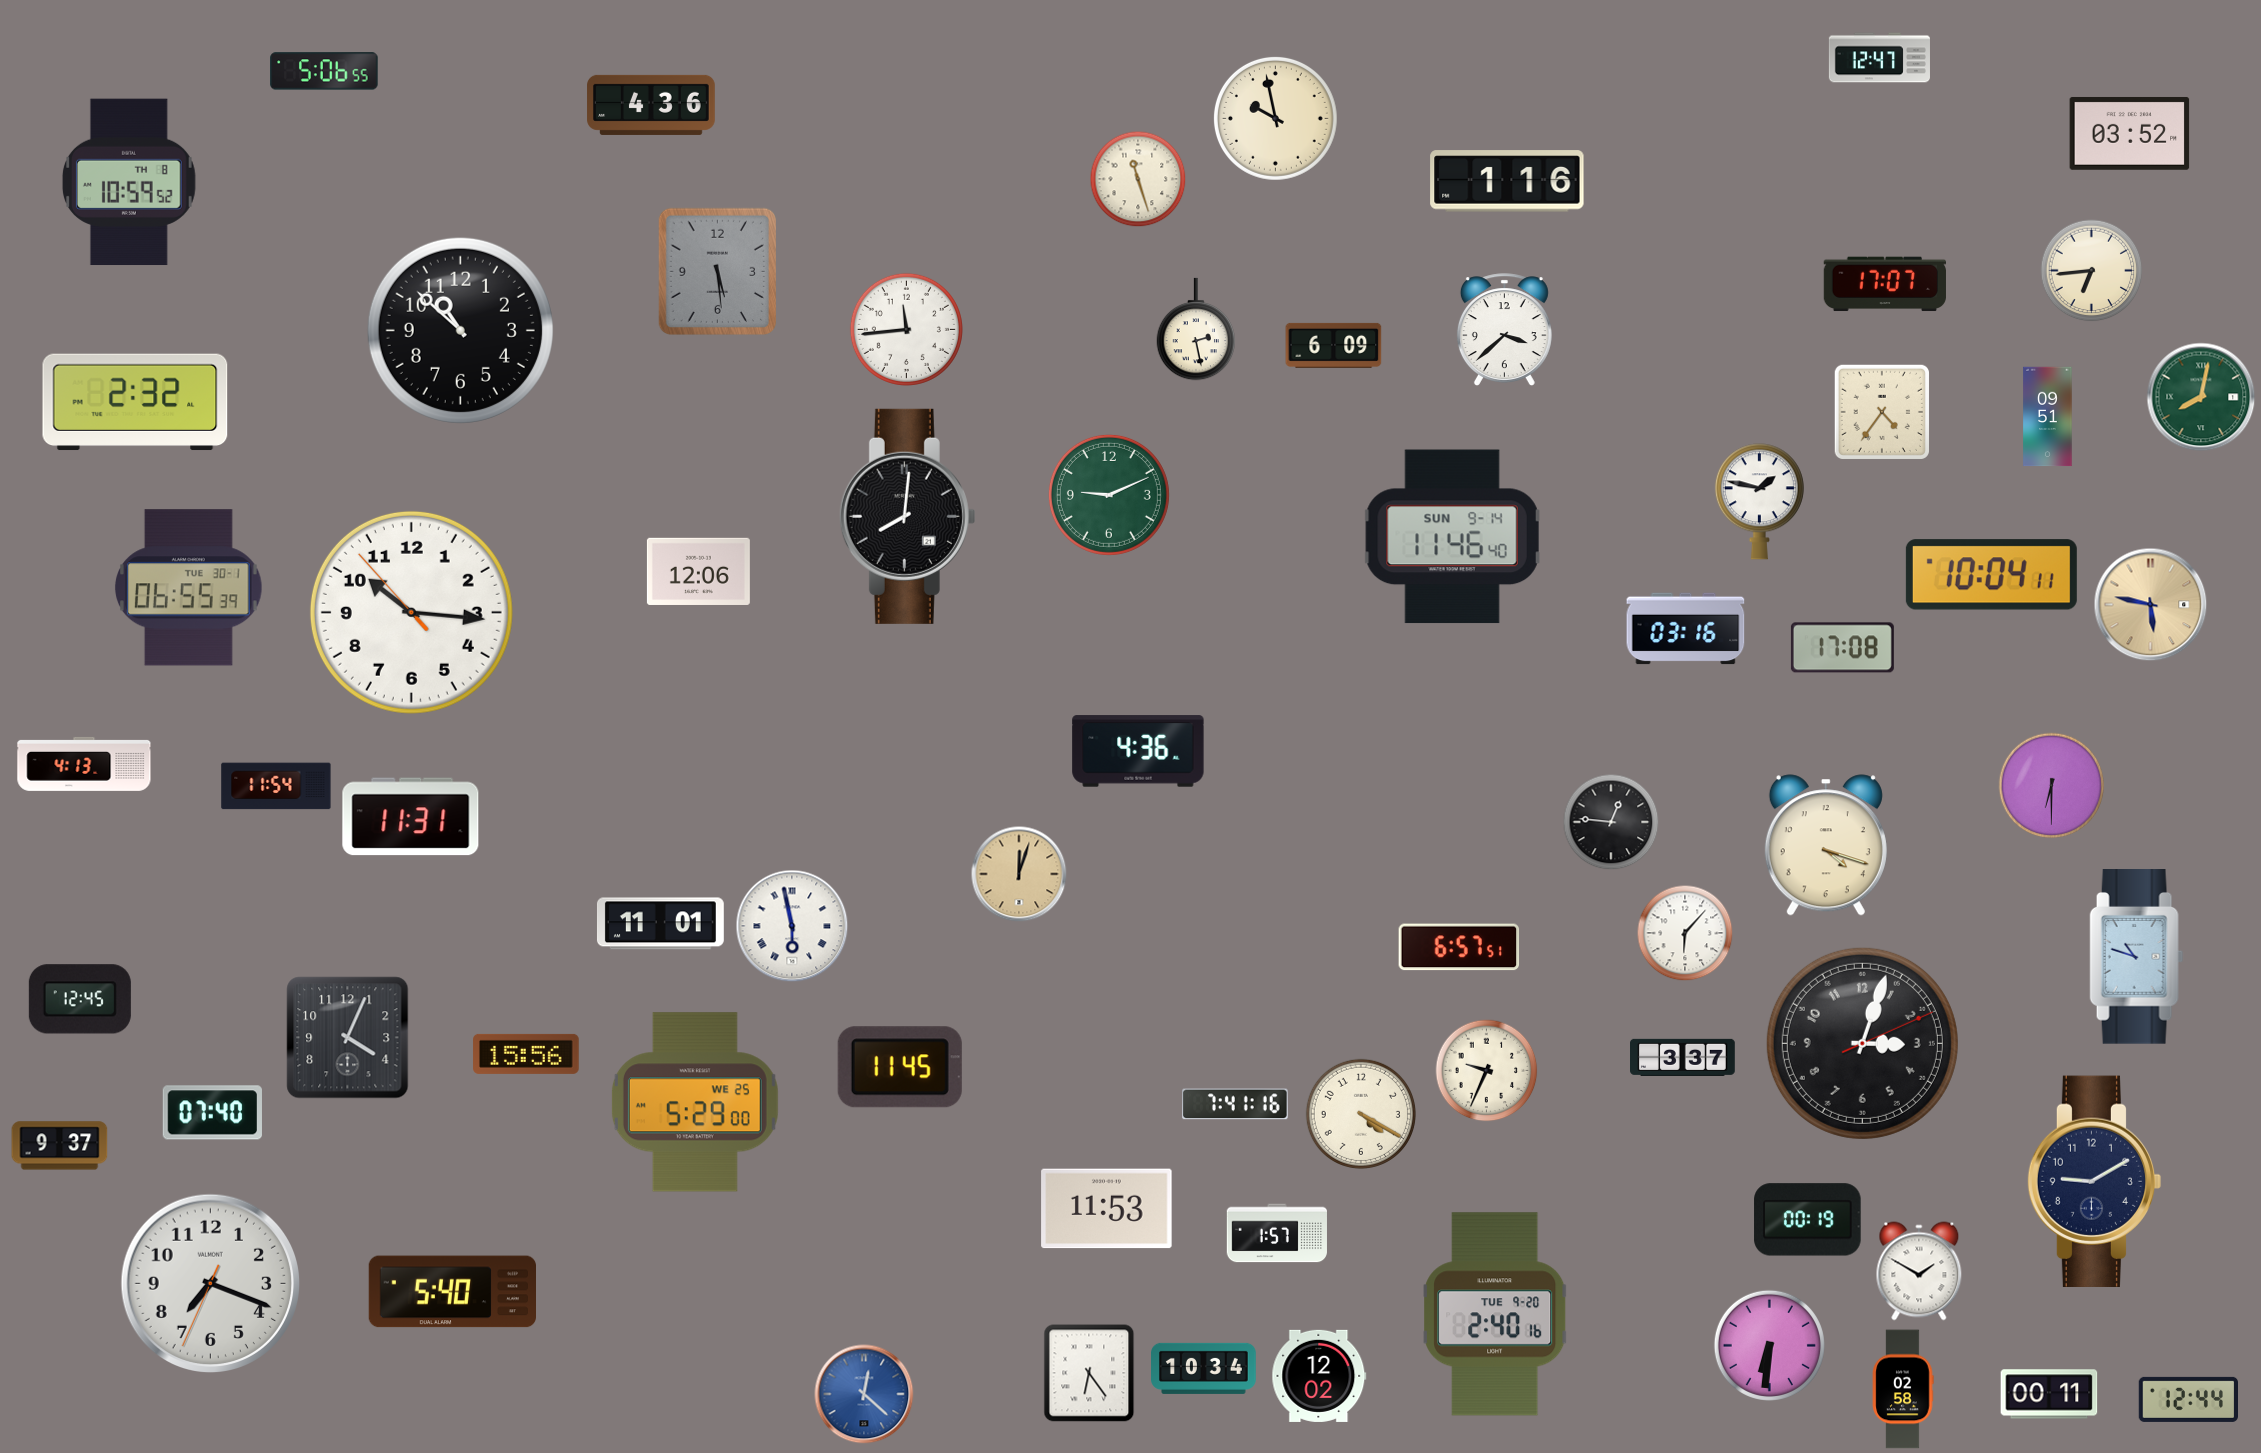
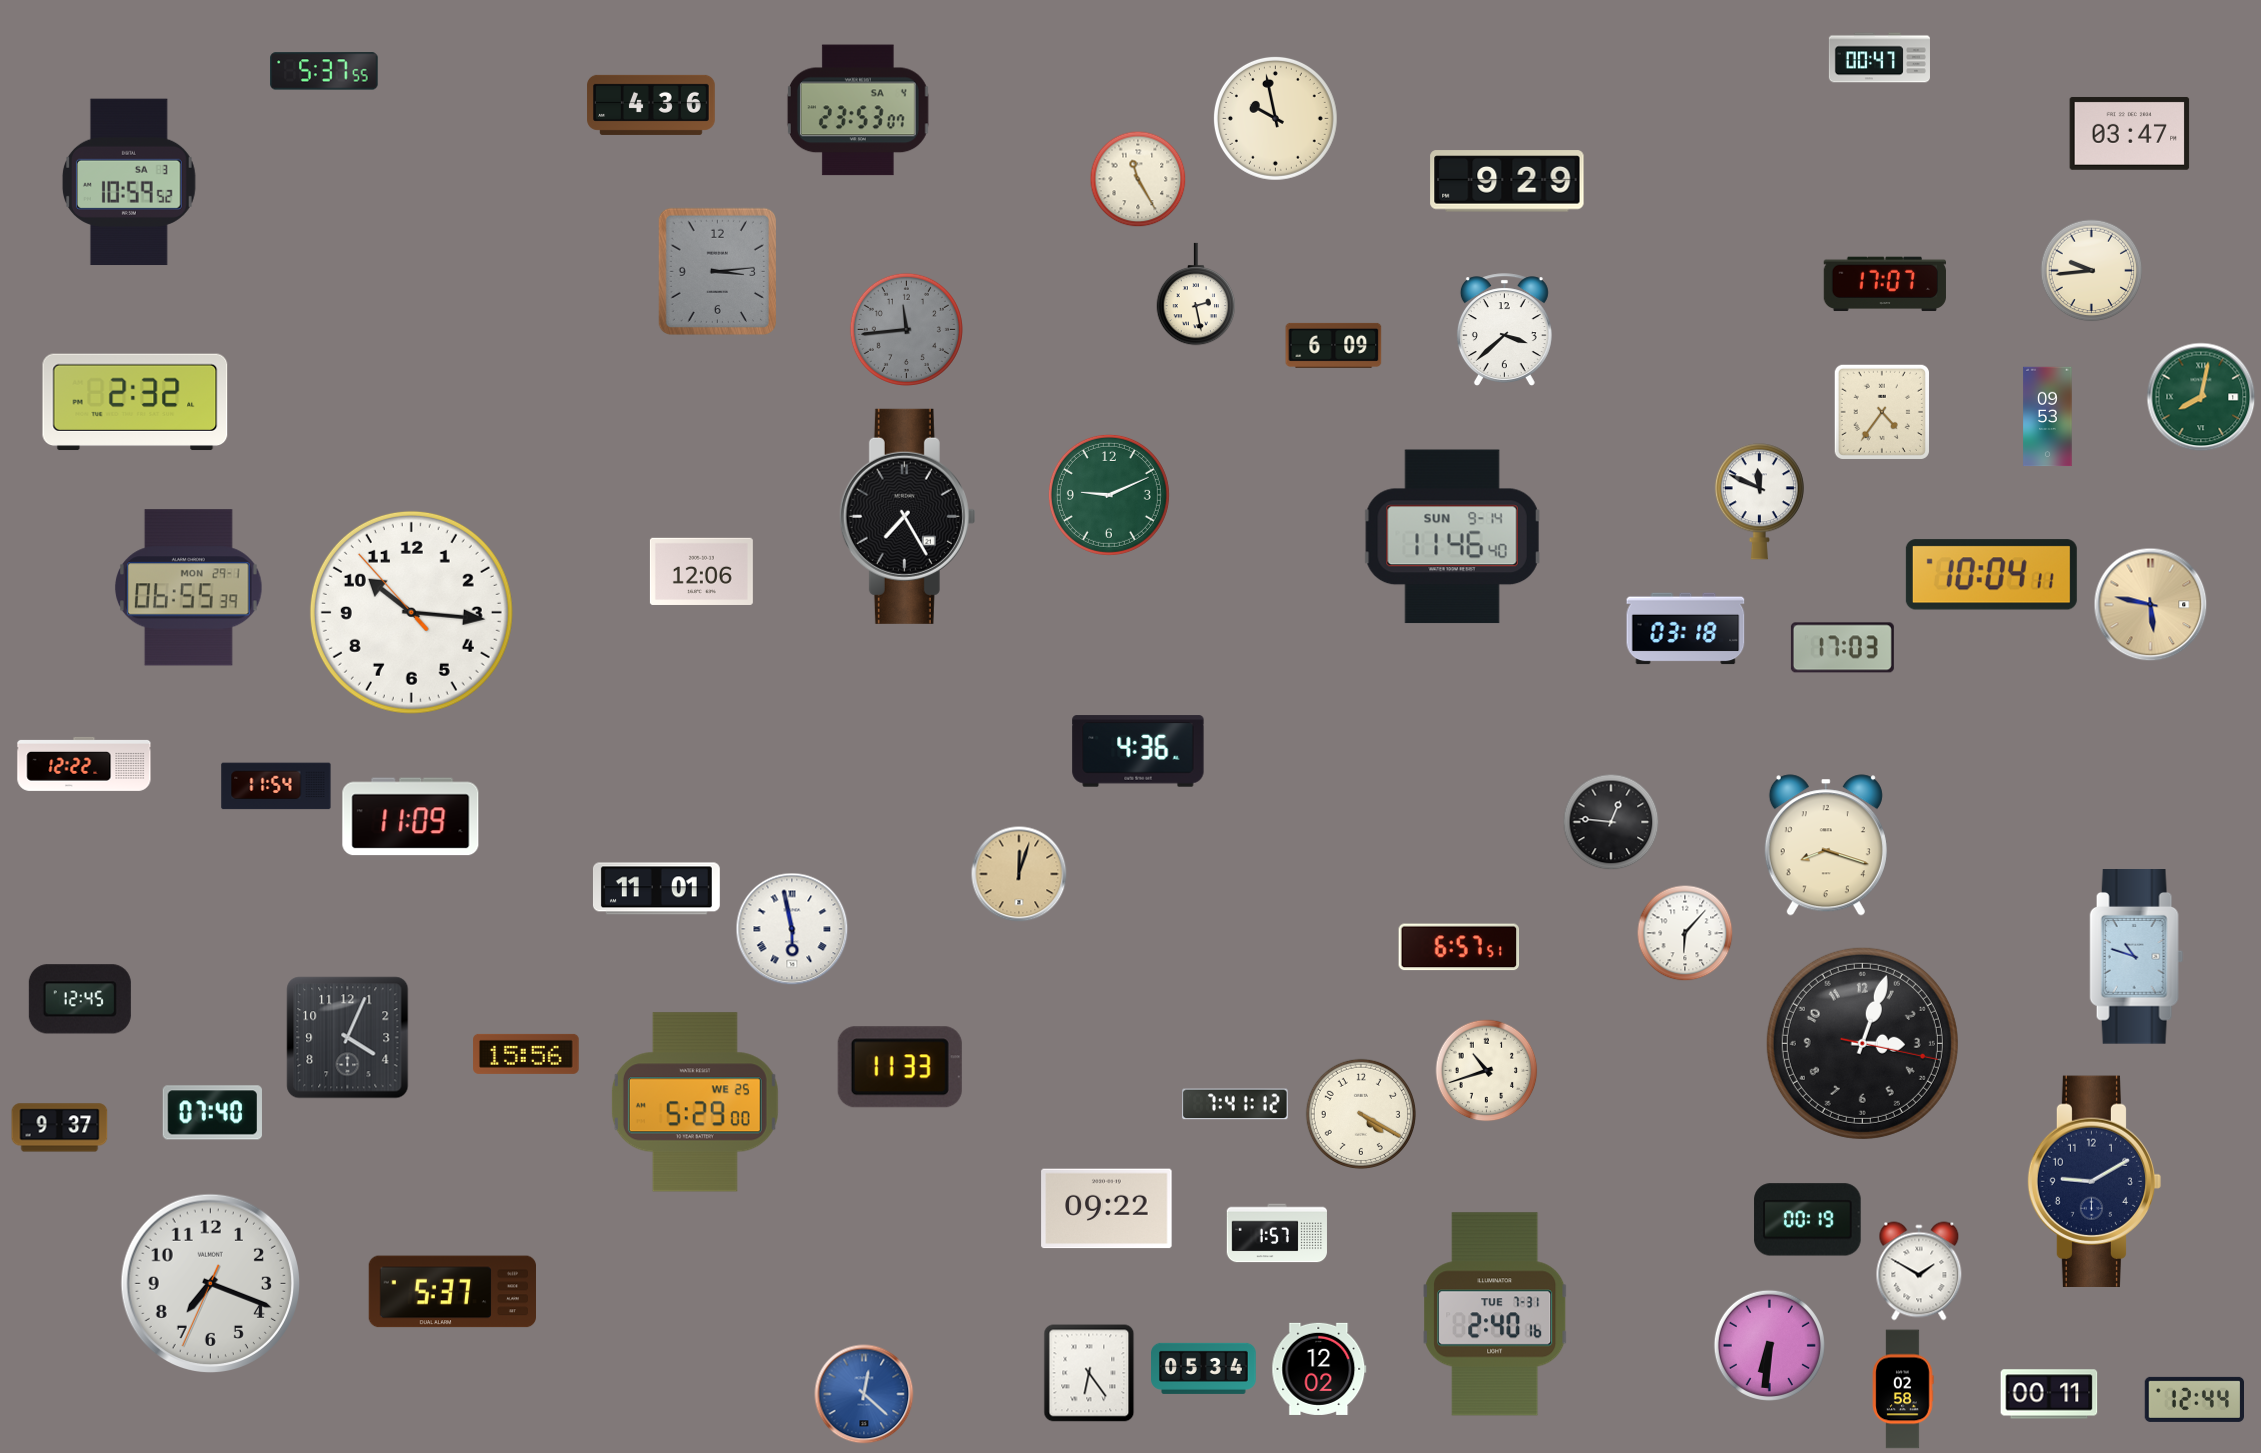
clock at (1879, 58): 12:47 -> 00:47
clock at (324, 71): 5:06 -> 5:37
clock at (858, 110): none -> 23:53
clock at (2130, 133): 03:52 -> 03:47
clock at (1138, 179): 11:27 -> 11:25
clock at (1507, 181): 1:16 -> 9:29
clock at (129, 182) date: TH 8 -> SA 3
clock at (717, 271): 5:29 -> 3:14
clock at (2092, 271): 6:44 -> 9:44
clock at (906, 329) dial: white -> grey
clock at (1196, 329) position: (1196, 329) -> (1196, 294)
clock at (460, 330): 10:52 -> none
clock at (2048, 417): 09:51 -> 09:53
clock at (1759, 502): 1:47 -> 11:49
clock at (907, 516): 8:01 -> 7:25
clock at (698, 571) position: (698, 571) -> (701, 571)
clock at (188, 588) date: TUE 30-1 -> MON 29-1
clock at (1686, 629): 03:16 -> 03:18
clock at (1842, 648): 17:08 -> 17:03
clock at (84, 764): 4:13 -> 12:22
clock at (2052, 786): 6:30 -> none
clock at (411, 817): 11:31 -> 11:09
clock at (1826, 845): 4:18 -> 8:18
clock at (660, 924) position: (660, 924) -> (656, 889)
clock at (792, 926) position: (792, 926) -> (792, 929)
clock at (1862, 1043): 3:03:11 -> 3:03:17
clock at (1683, 1057): 3:37 -> none
clock at (900, 1067): 11:45 -> 11:33
clock at (1487, 1071): 9:34 -> 10:42
clock at (1235, 1104): 7:41:16 -> 7:41:12
clock at (60, 1146) position: (60, 1146) -> (60, 1128)
clock at (1107, 1209): 11:53 -> 09:22
clock at (452, 1292): 5:40 -> 5:37
clock at (1495, 1314) date: TUE 9-20 -> TUE 7-31
clock at (1204, 1368): 10:34 -> 05:34
clock at (1319, 1376) position: (1319, 1376) -> (1319, 1369)
clock at (2188, 1399) position: (2188, 1399) -> (2194, 1399)
